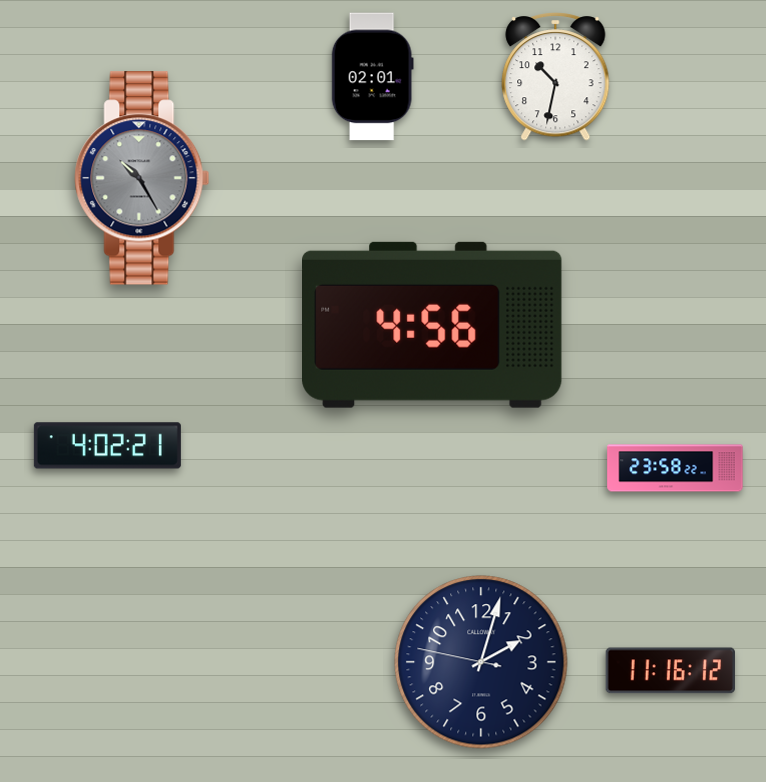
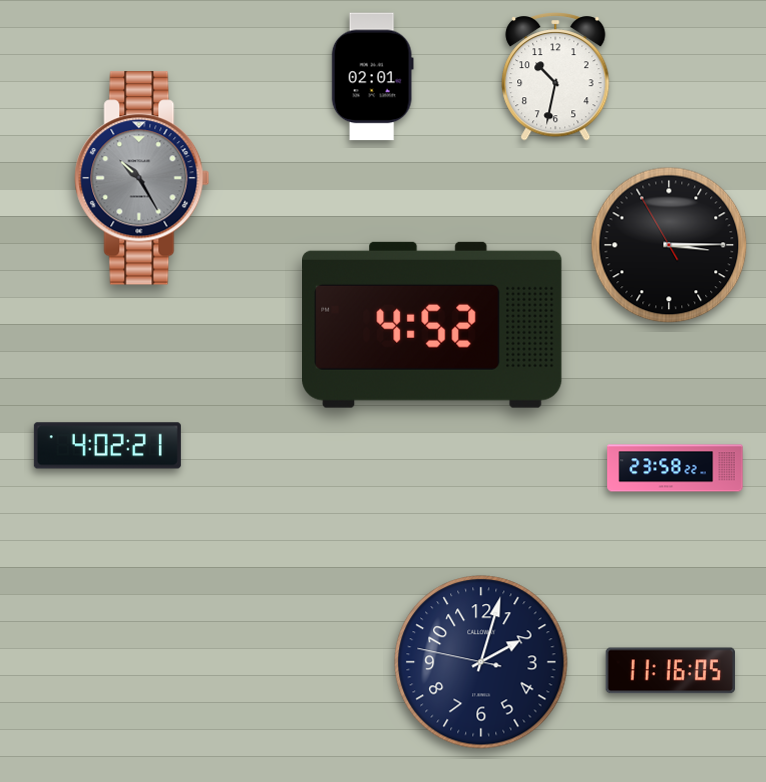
clock at (669, 245): none -> 3:14
clock at (433, 325): 4:56 -> 4:52
clock at (670, 671): 11:16:12 -> 11:16:05
